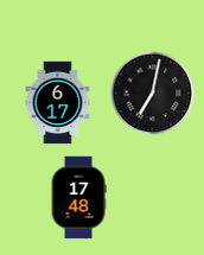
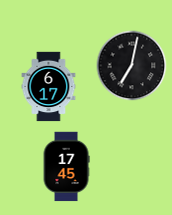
clock at (153, 94) position: (153, 94) -> (132, 66)
clock at (78, 198): 17:48 -> 17:45
